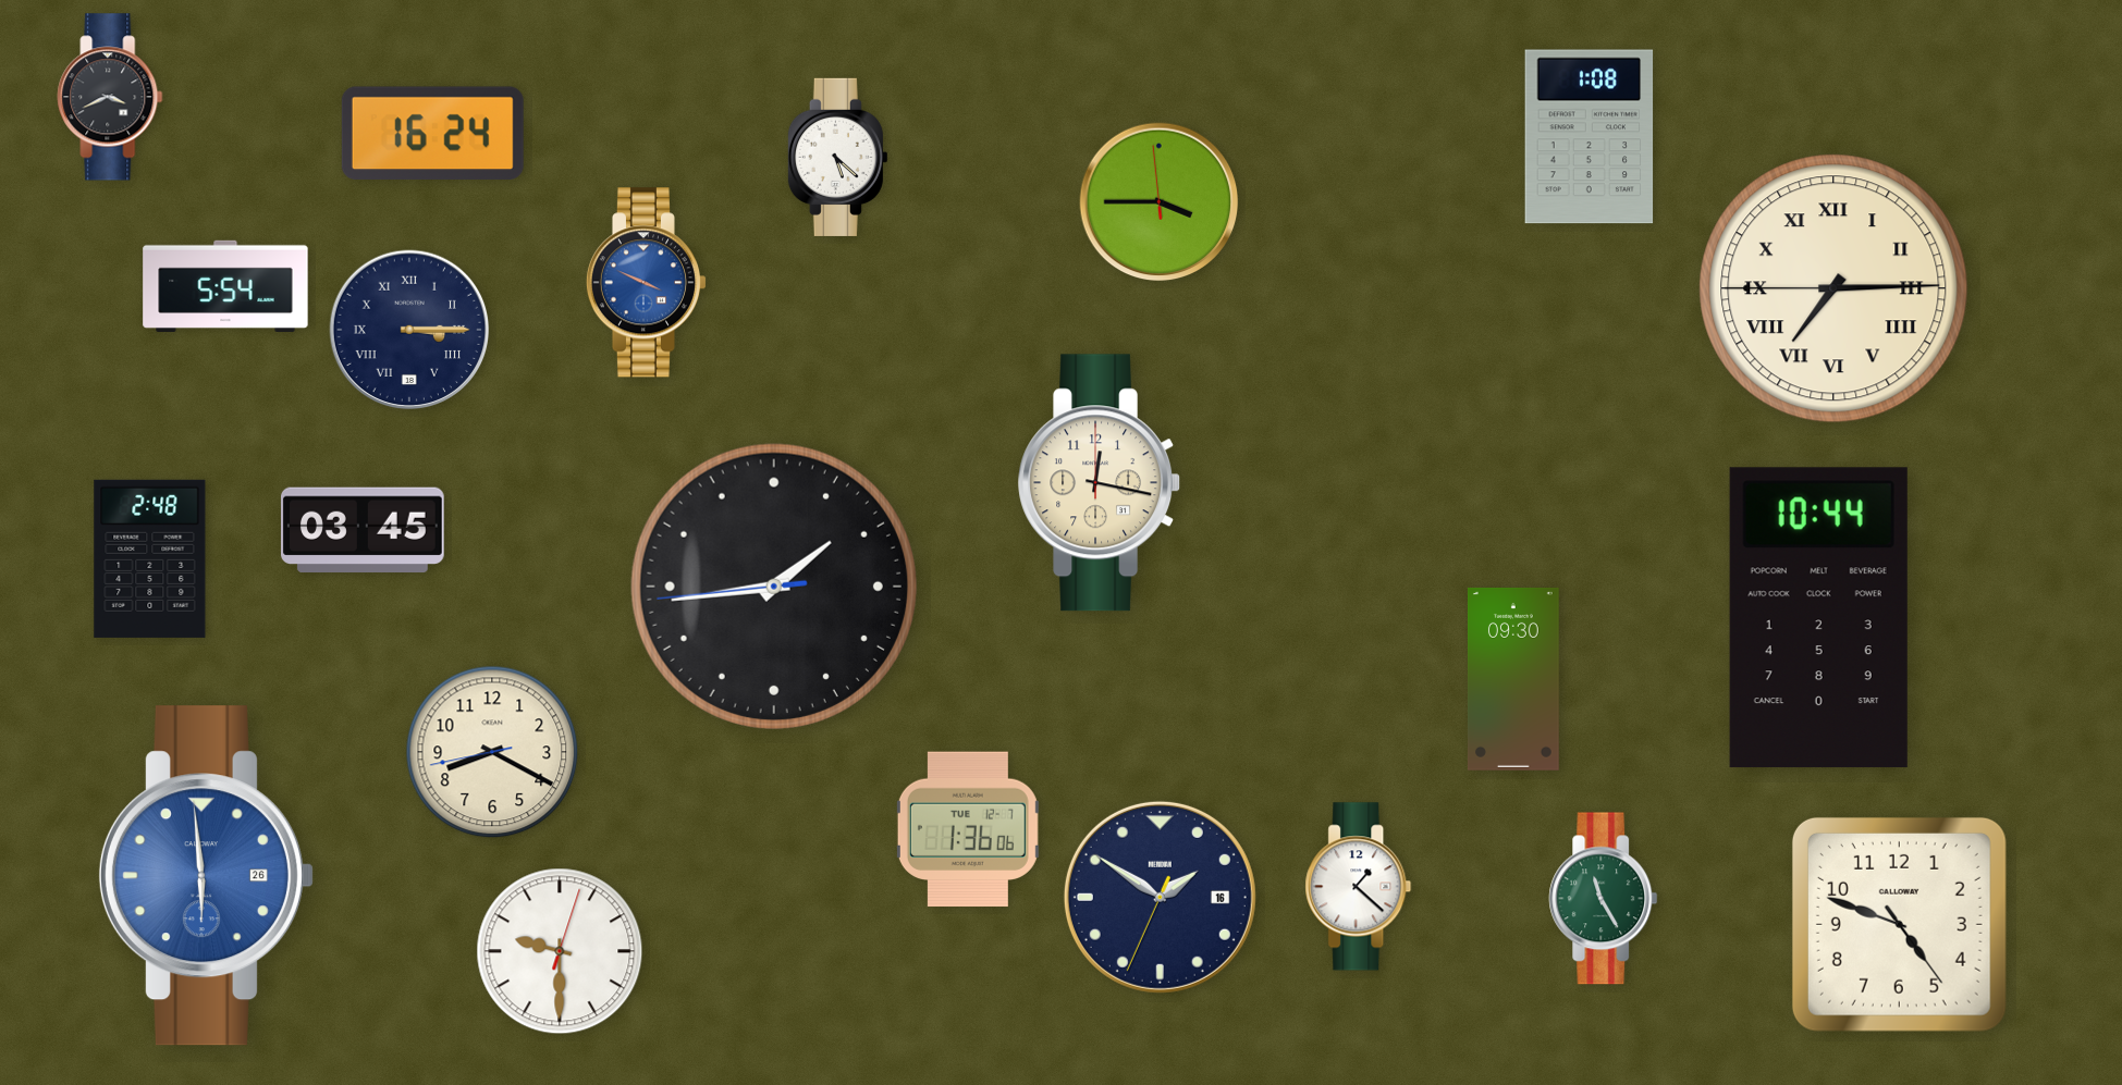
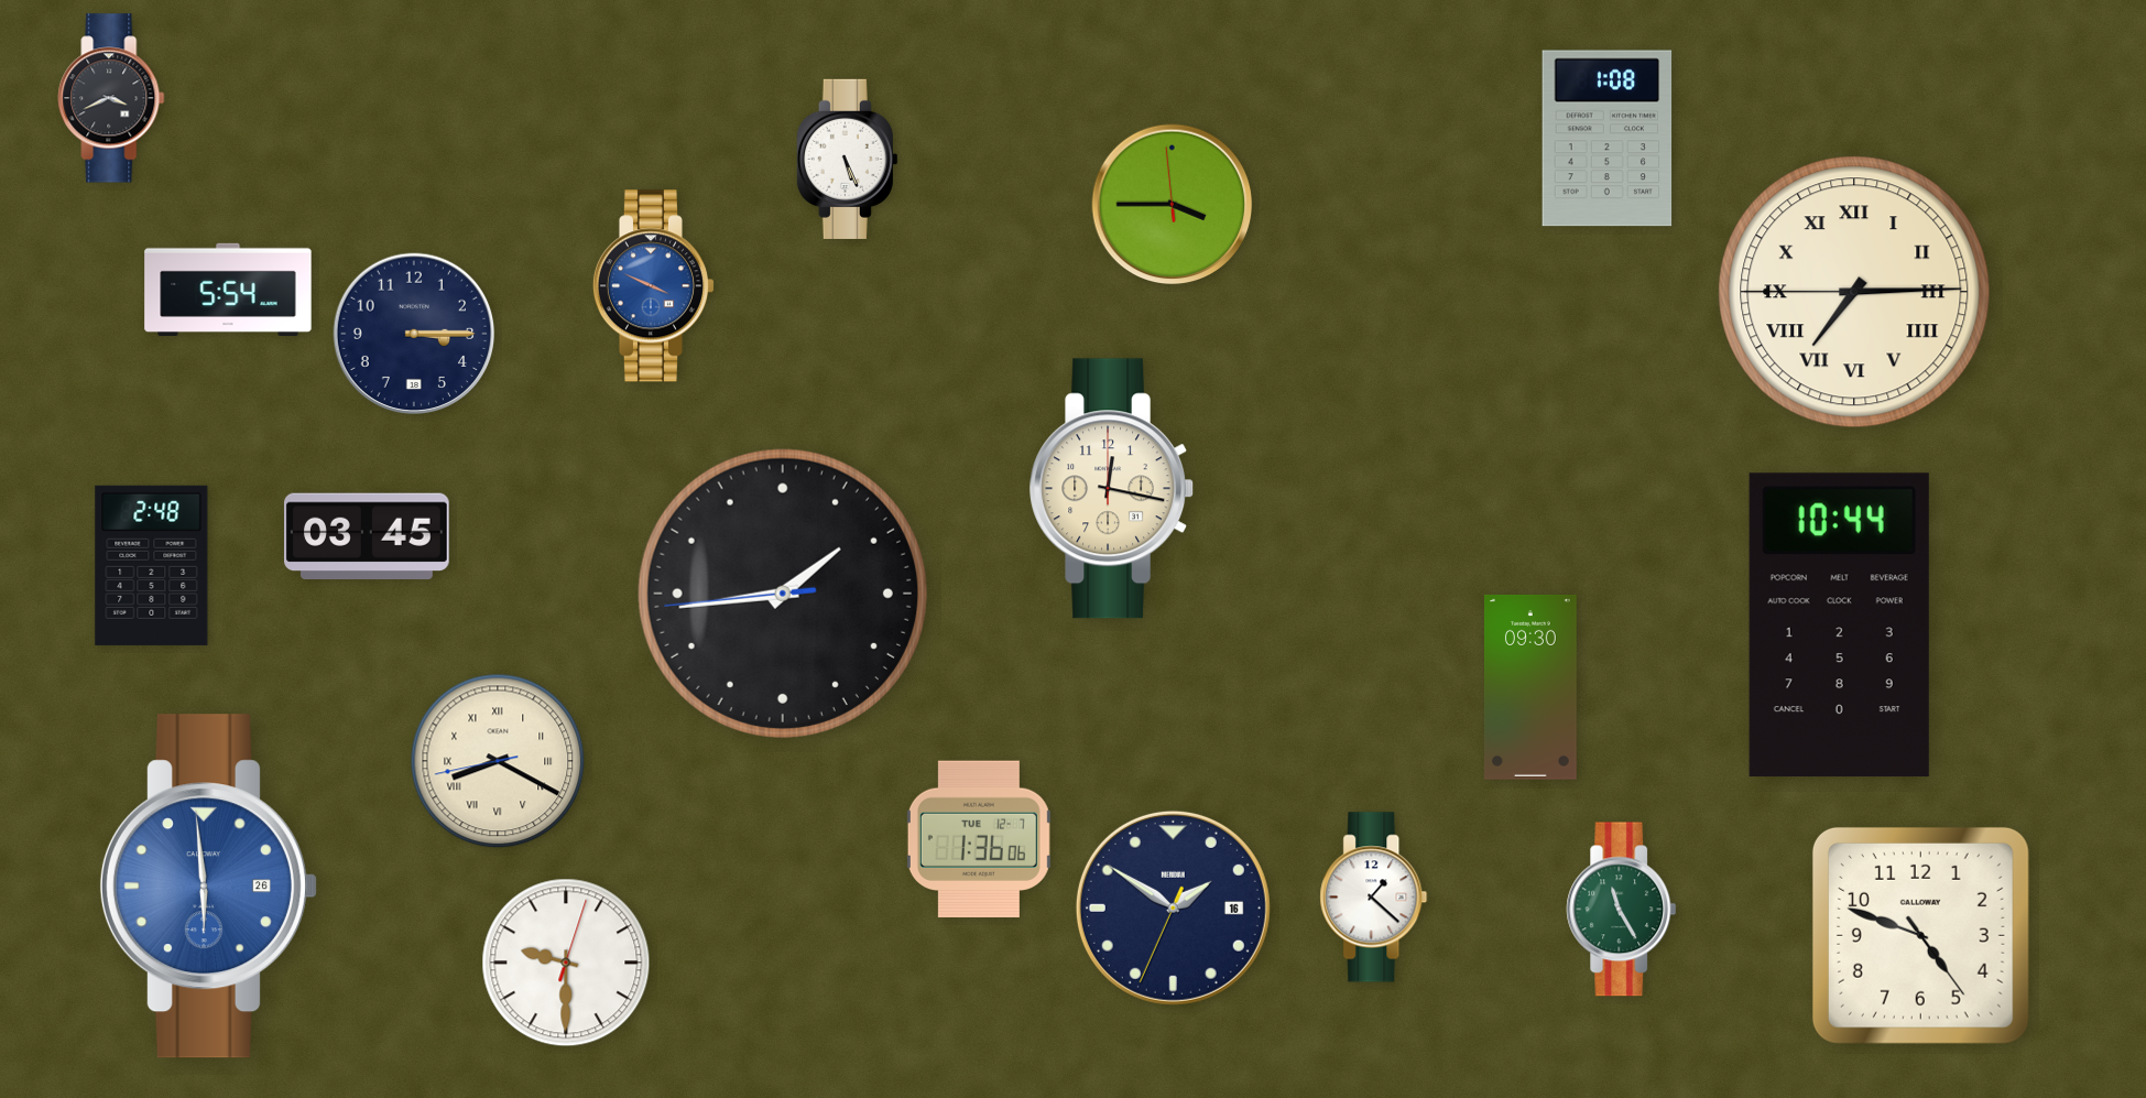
clock at (432, 133): 16:24 -> none
clock at (837, 157): 5:22 -> 5:26
clock at (409, 330) numerals: Roman -> Arabic
clock at (492, 752) numerals: Arabic -> Roman
